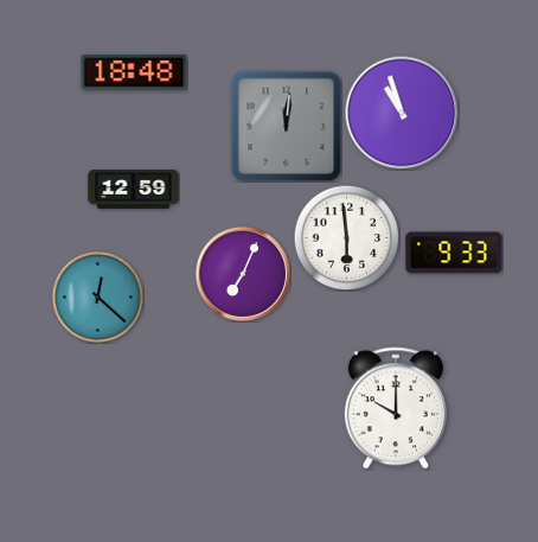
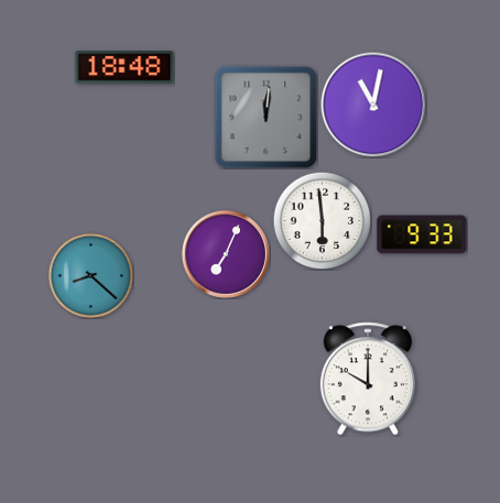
clock at (402, 113): 10:57 -> 11:02
clock at (134, 190): 12:59 -> none
clock at (97, 296): 12:22 -> 8:22
